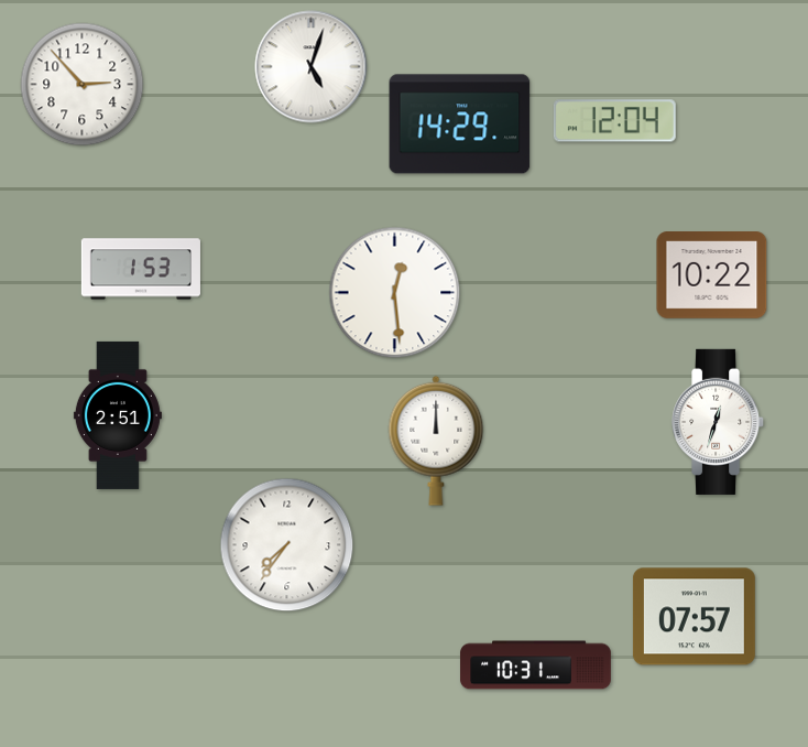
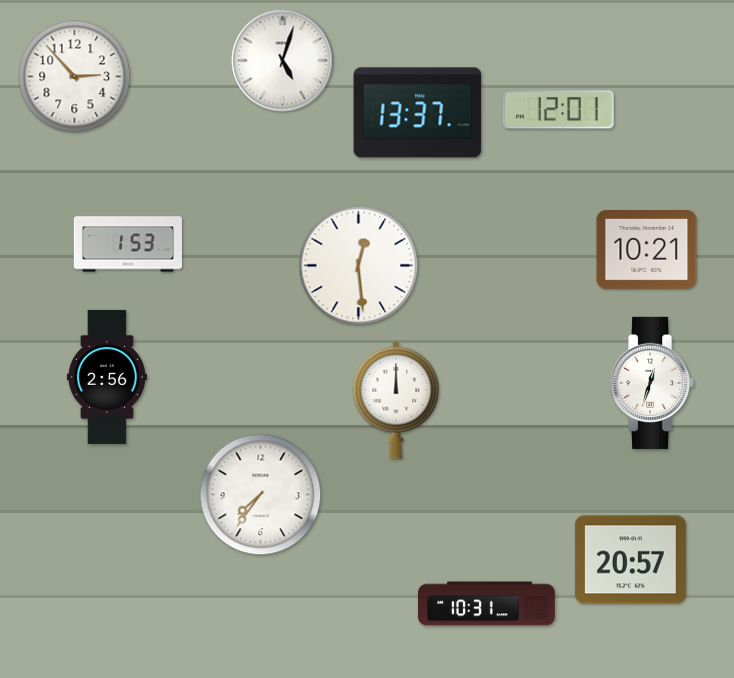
clock at (614, 121): 12:04 -> 12:01
clock at (460, 124): 14:29 -> 13:37
clock at (712, 275): 10:22 -> 10:21
clock at (118, 415): 2:51 -> 2:56
clock at (694, 617): 07:57 -> 20:57
